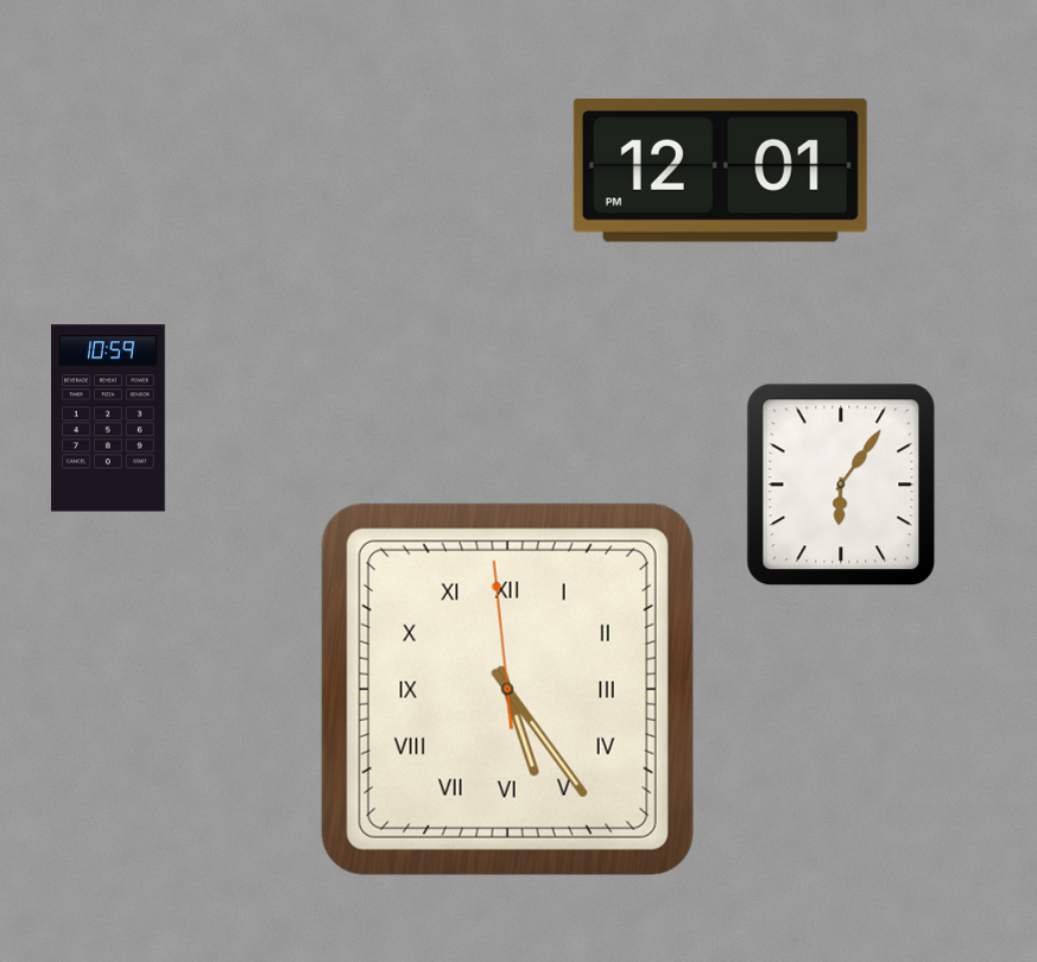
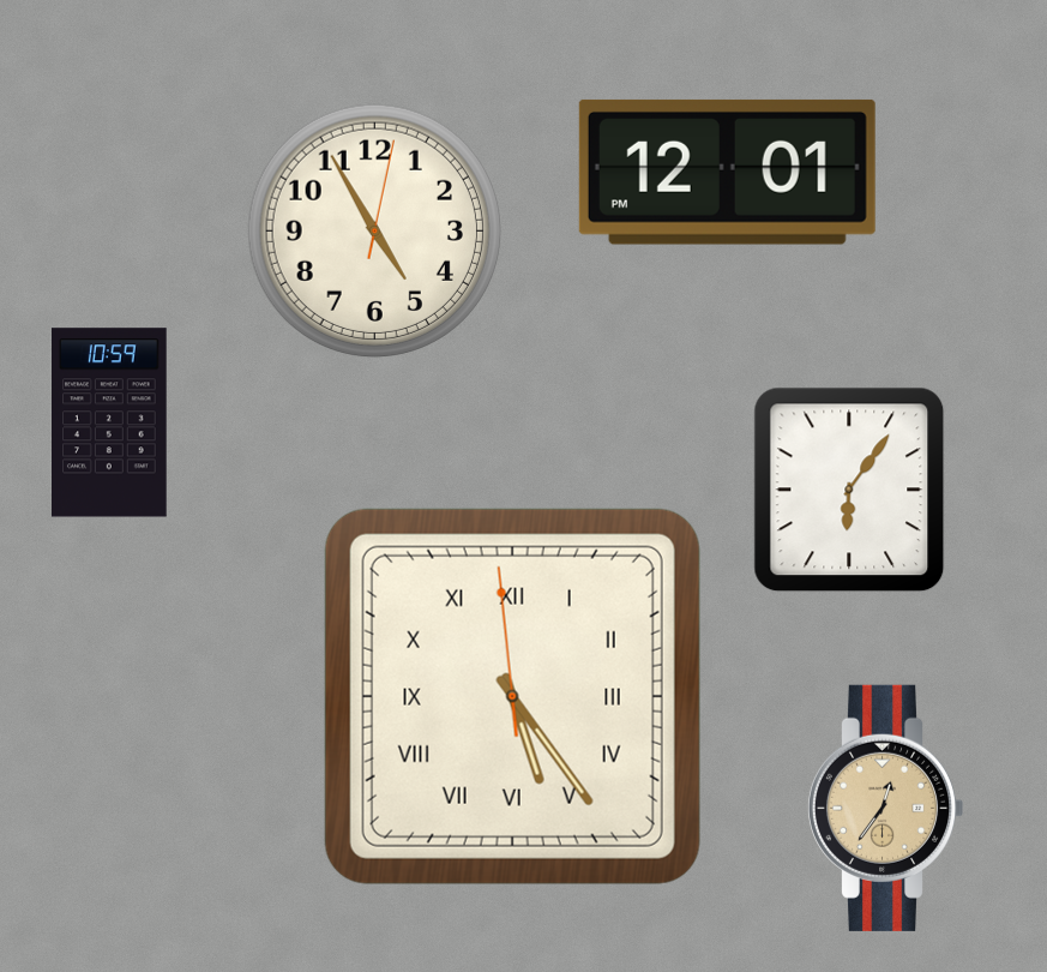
clock at (374, 230): none -> 4:55
clock at (885, 808): none -> 12:36
